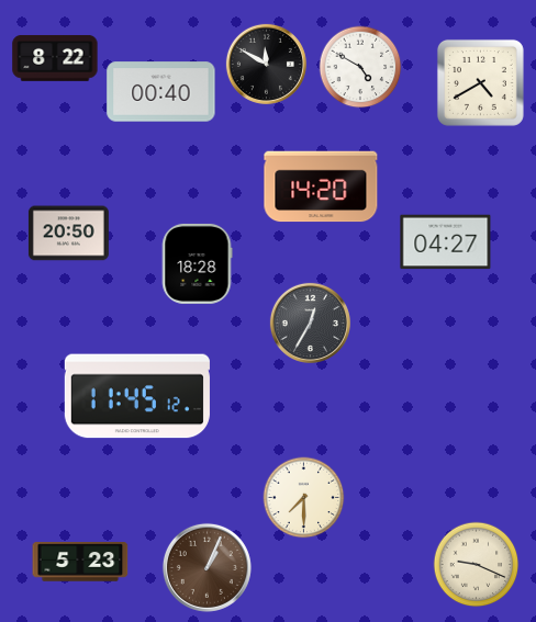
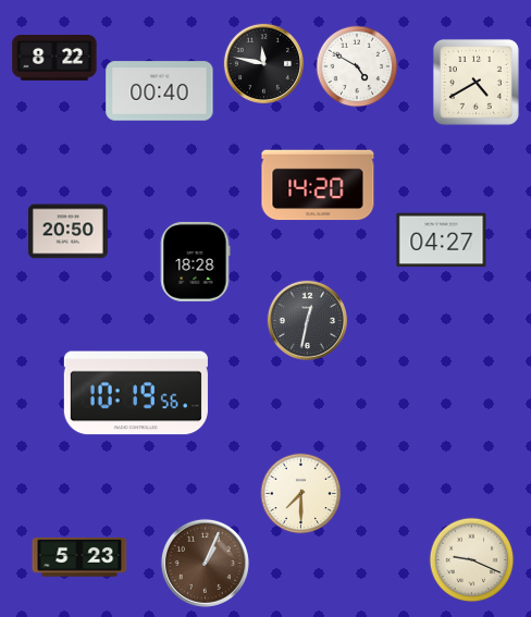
clock at (266, 64): 11:50 -> 11:47
clock at (310, 323): 12:35 -> 12:32
clock at (137, 396): 11:45 -> 10:19
